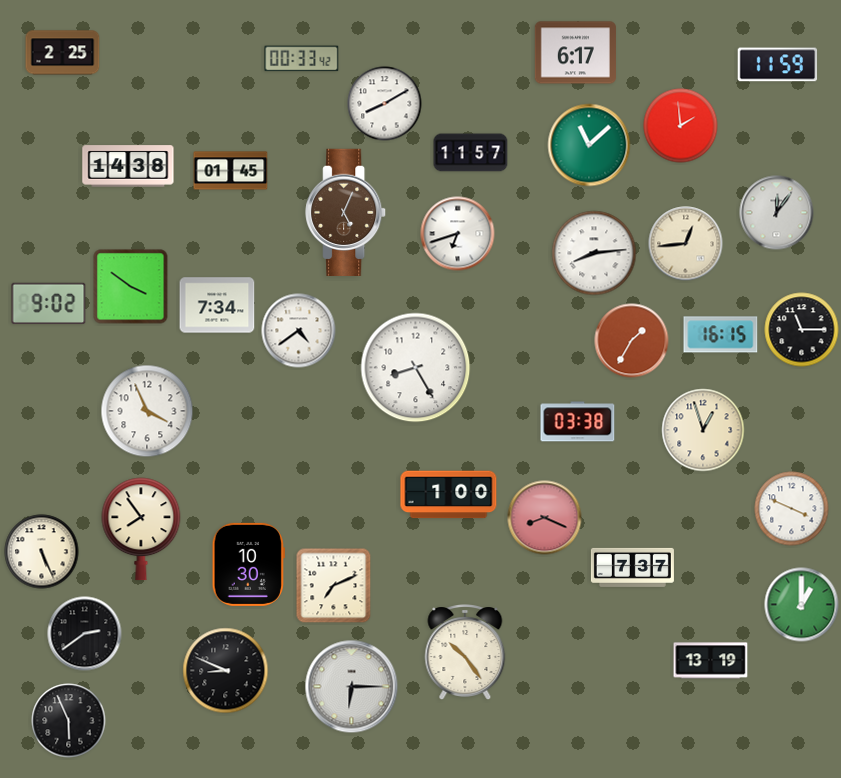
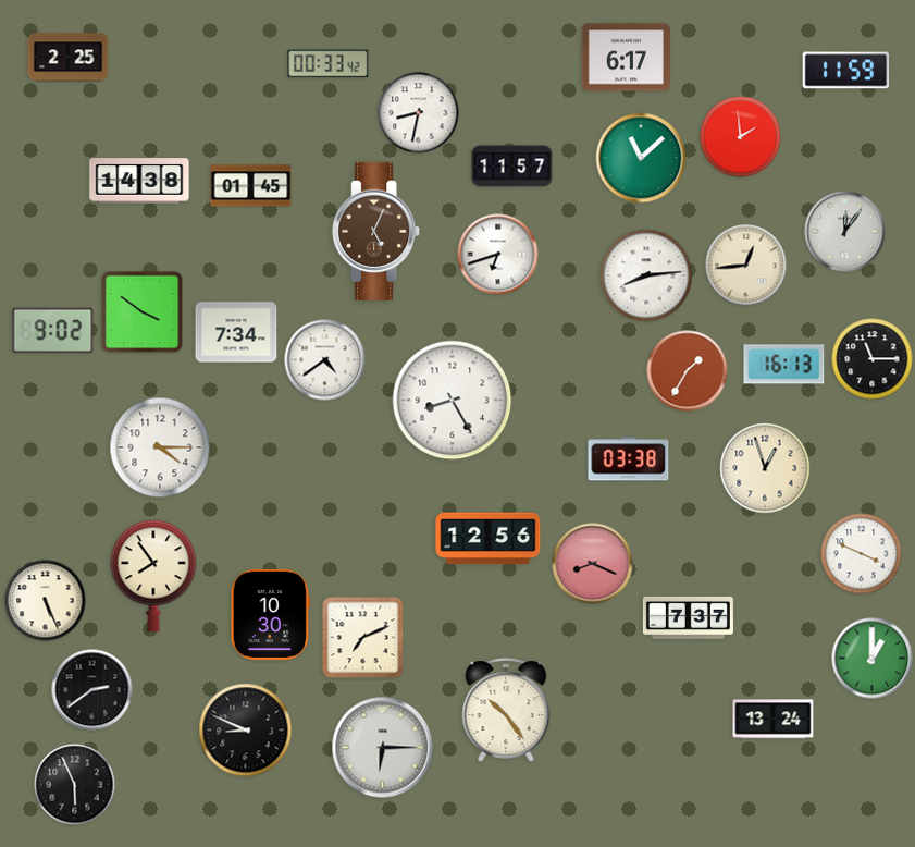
clock at (385, 104): 8:10 -> 8:32
clock at (721, 335): 16:15 -> 16:13
clock at (147, 411): 3:56 -> 4:15
clock at (449, 495): 1:00 -> 12:56
clock at (711, 661): 13:19 -> 13:24
